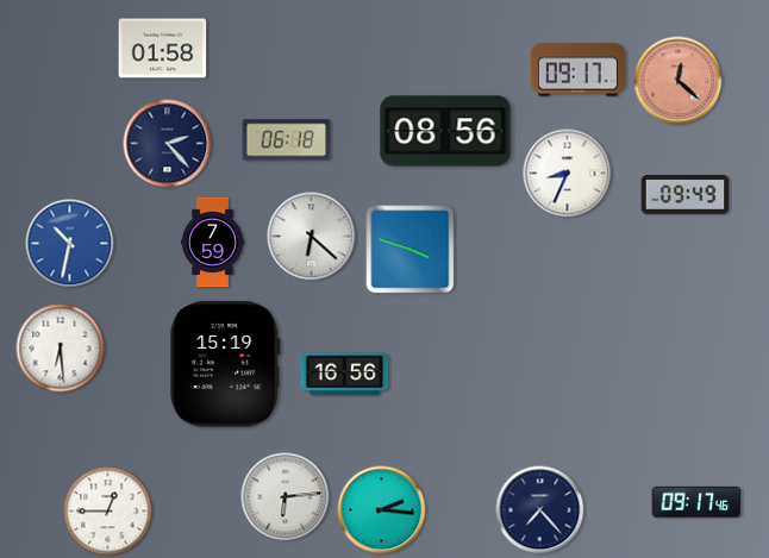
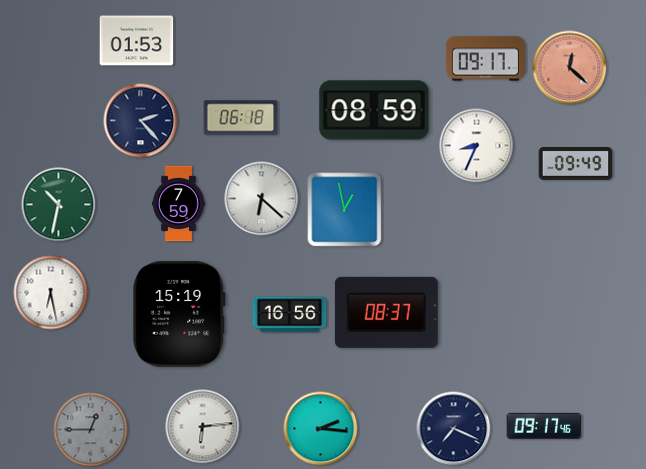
clock at (163, 49): 01:58 -> 01:53
clock at (445, 131): 08:56 -> 08:59
clock at (70, 244) dial: blue -> green
clock at (411, 250): 3:48 -> 12:58
clock at (61, 349): 6:29 -> 6:28
clock at (225, 364) position: (225, 364) -> (179, 314)
clock at (386, 312): none -> 08:37
clock at (286, 497) position: (286, 497) -> (203, 427)
clock at (696, 502) position: (696, 502) -> (544, 426)
clock at (540, 510): 7:23 -> 7:19
clock at (108, 512) dial: white -> grey
